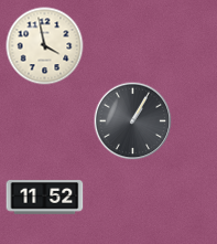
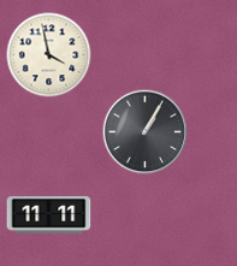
clock at (45, 46) position: (45, 46) -> (49, 55)
clock at (45, 198): 11:52 -> 11:11
